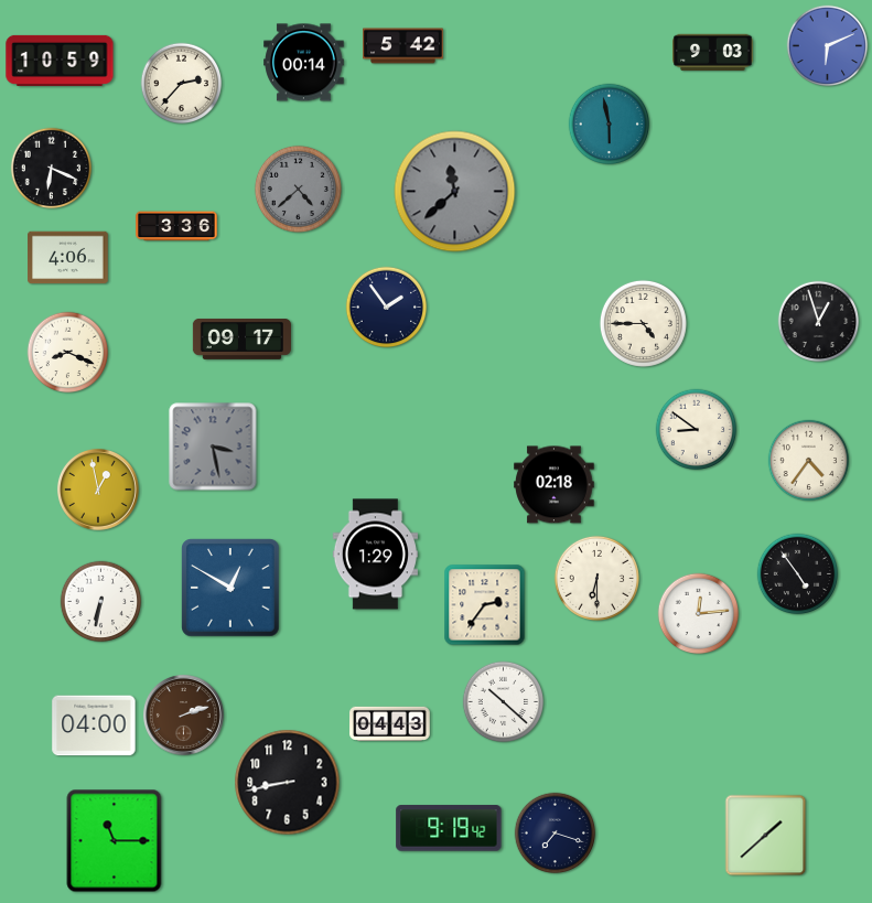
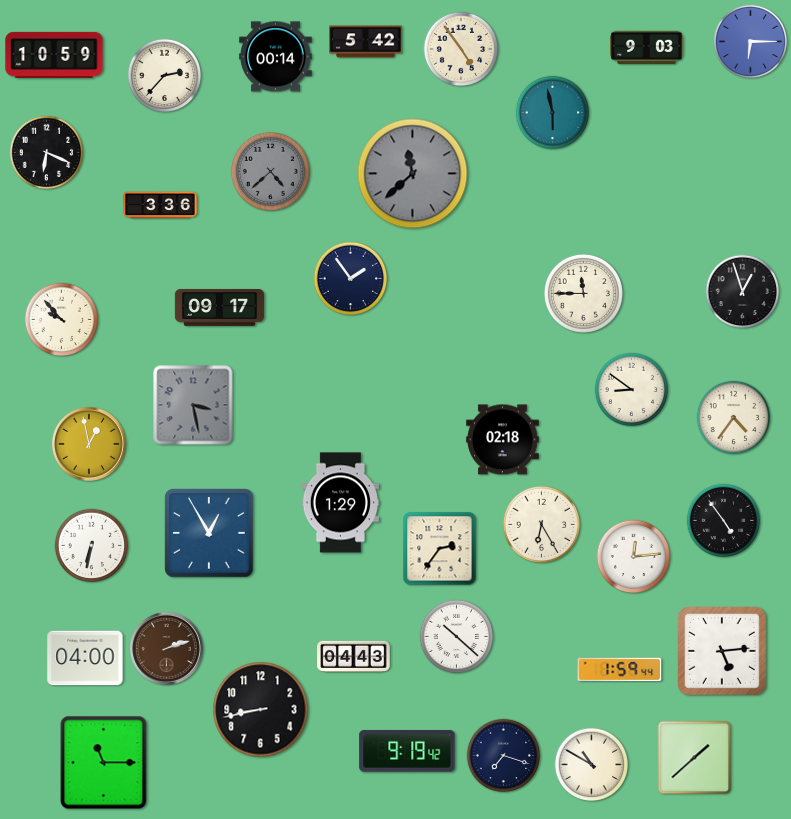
clock at (828, 46): 6:11 -> 6:15
clock at (461, 49): none -> 4:54
clock at (68, 258): 4:06 -> none
clock at (643, 323): 4:45 -> 11:45
clock at (68, 353): 8:19 -> 9:53
clock at (596, 578): 6:30 -> 6:25
clock at (230, 588): 12:50 -> 12:55
clock at (722, 651): none -> 5:14
clock at (620, 669): none -> 1:59
clock at (592, 765): none -> 10:50
